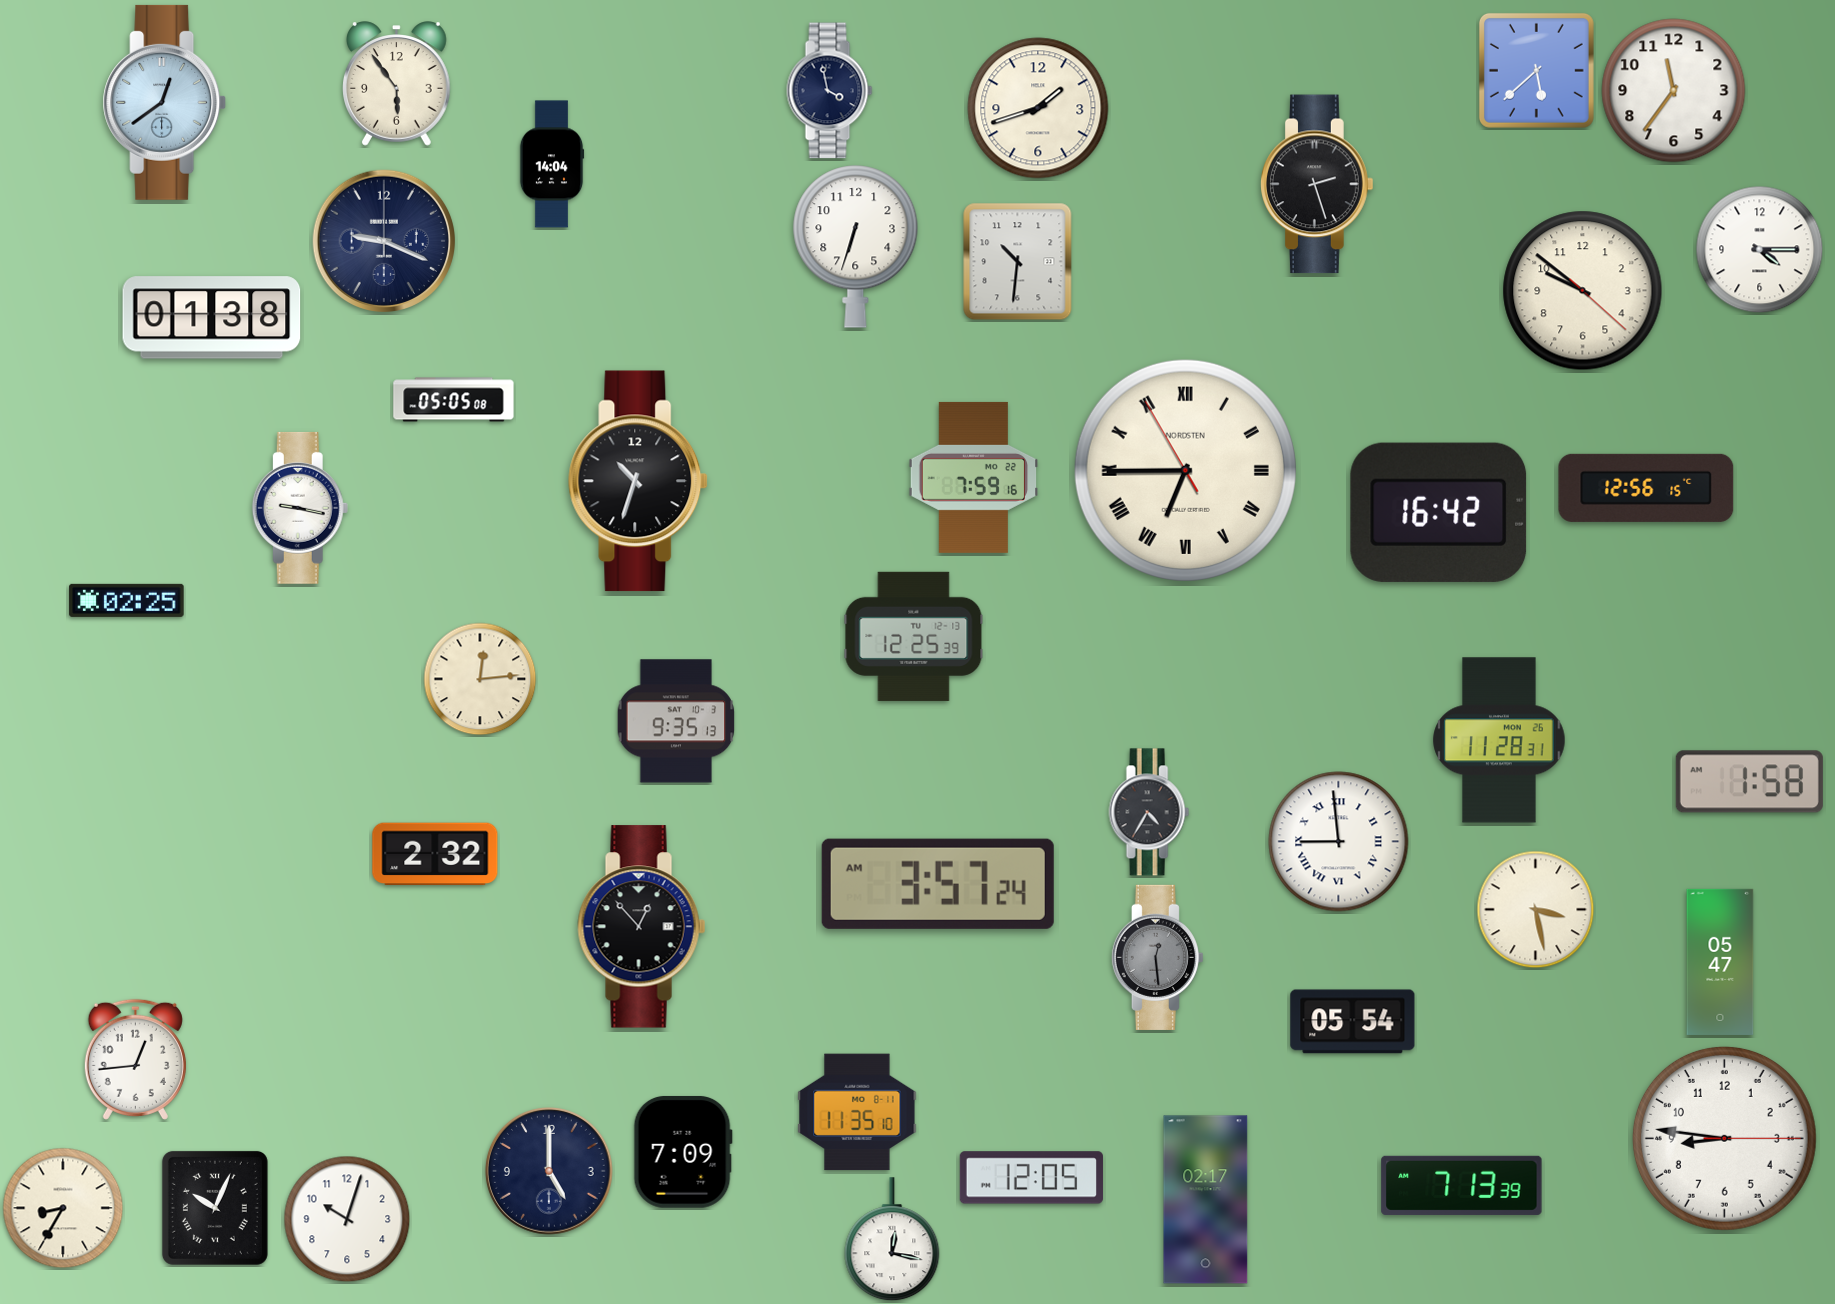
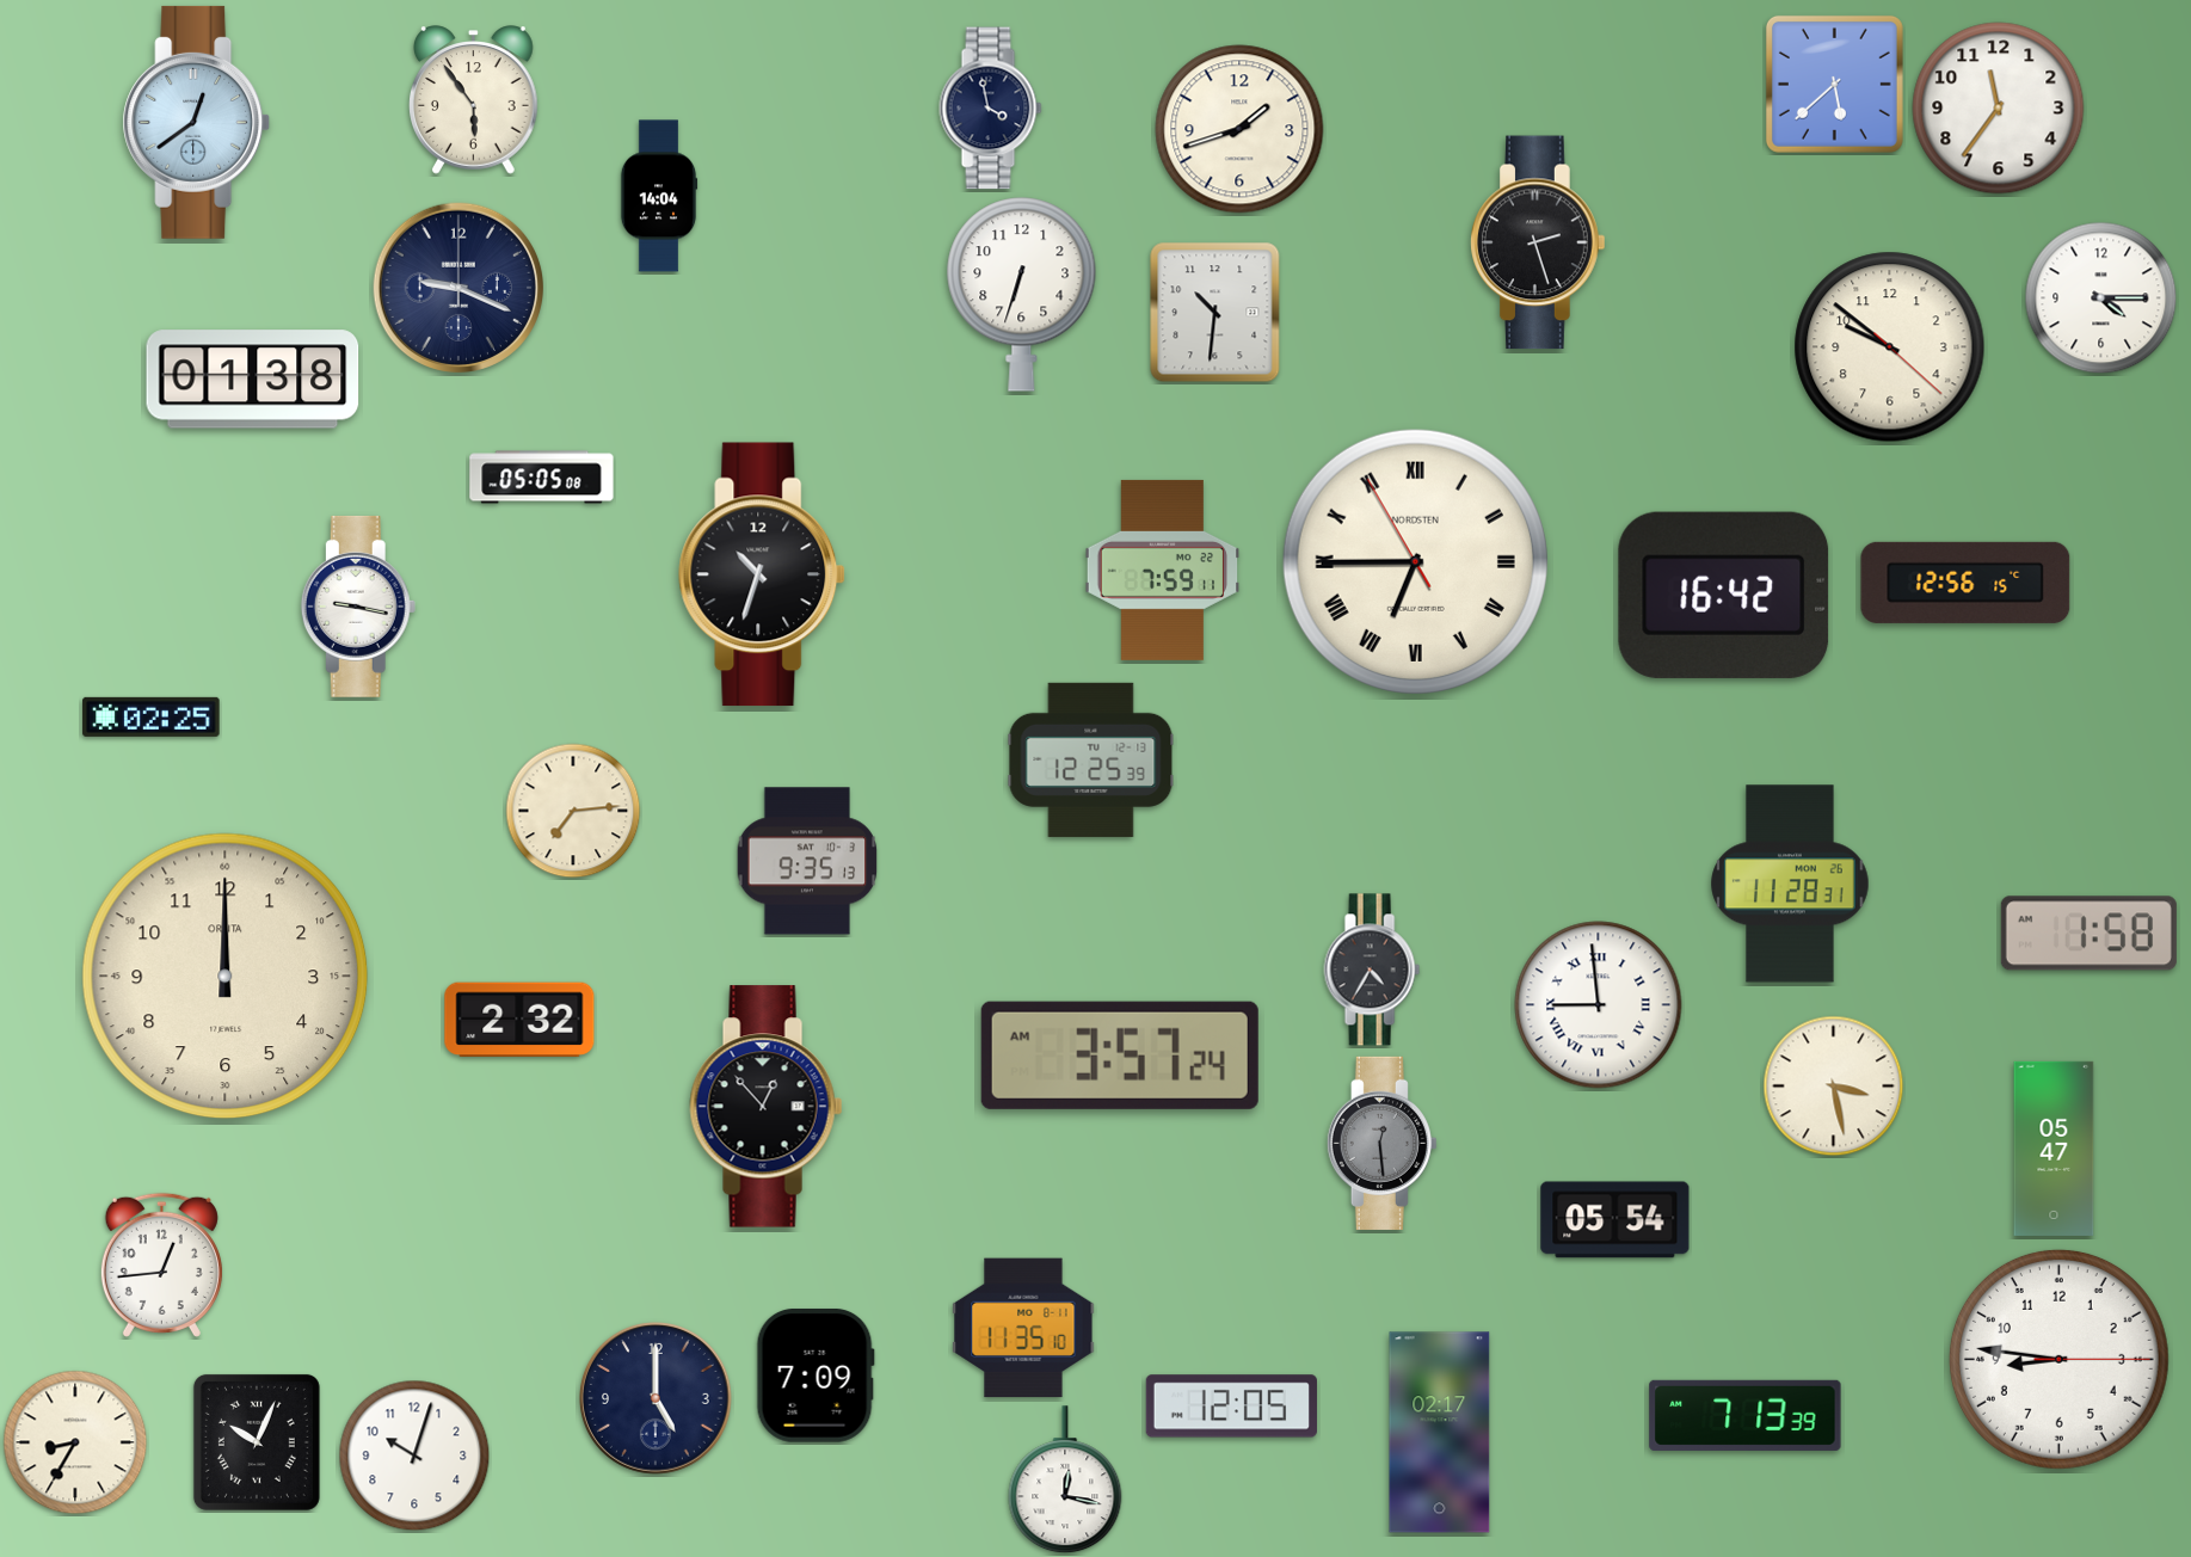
clock at (1317, 184) position: (1317, 184) -> (1538, 242)
clock at (974, 477): 7:59:16 -> 7:59:11
clock at (1439, 512) position: (1439, 512) -> (1724, 595)
clock at (480, 679): 12:14 -> 7:14
clock at (226, 977): none -> 12:00
